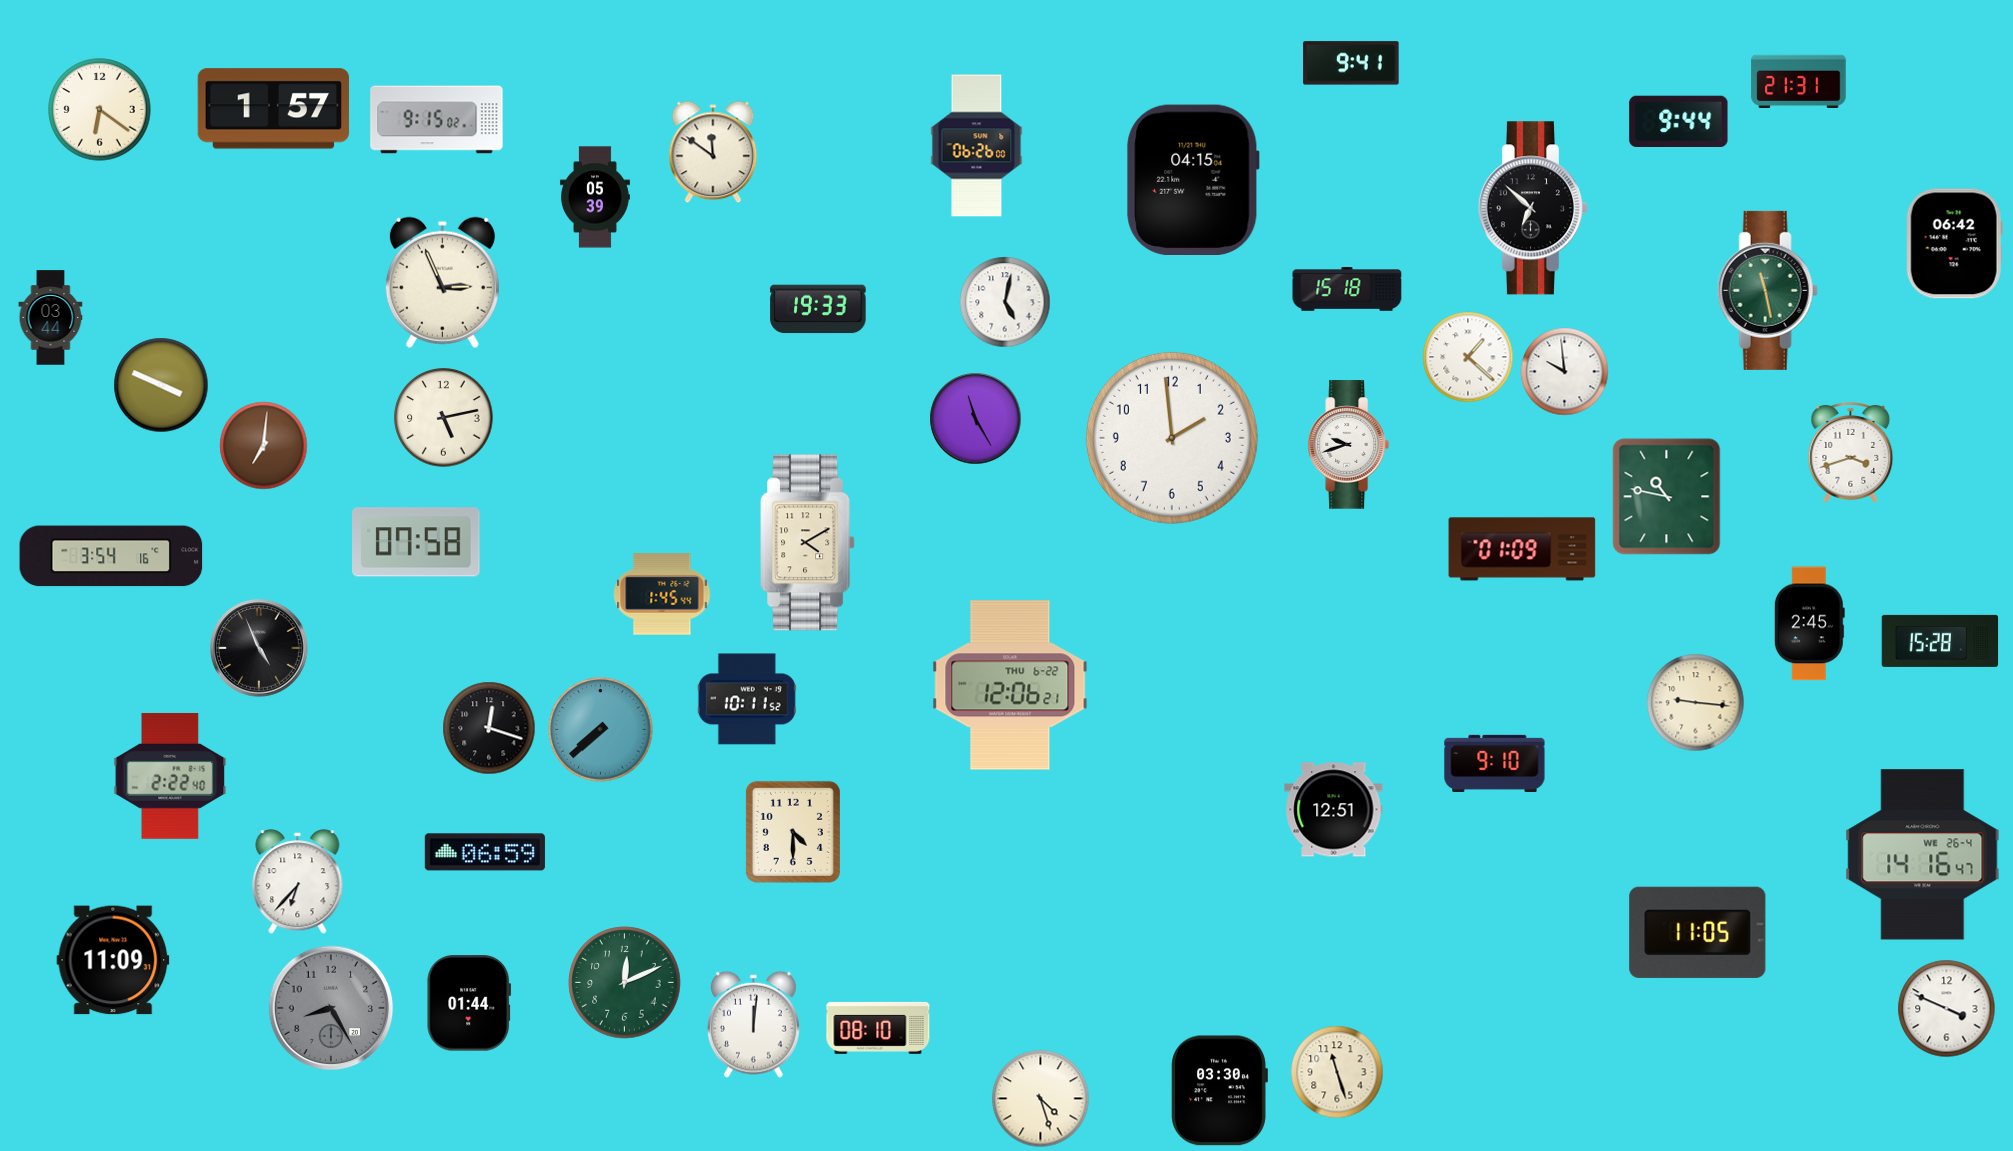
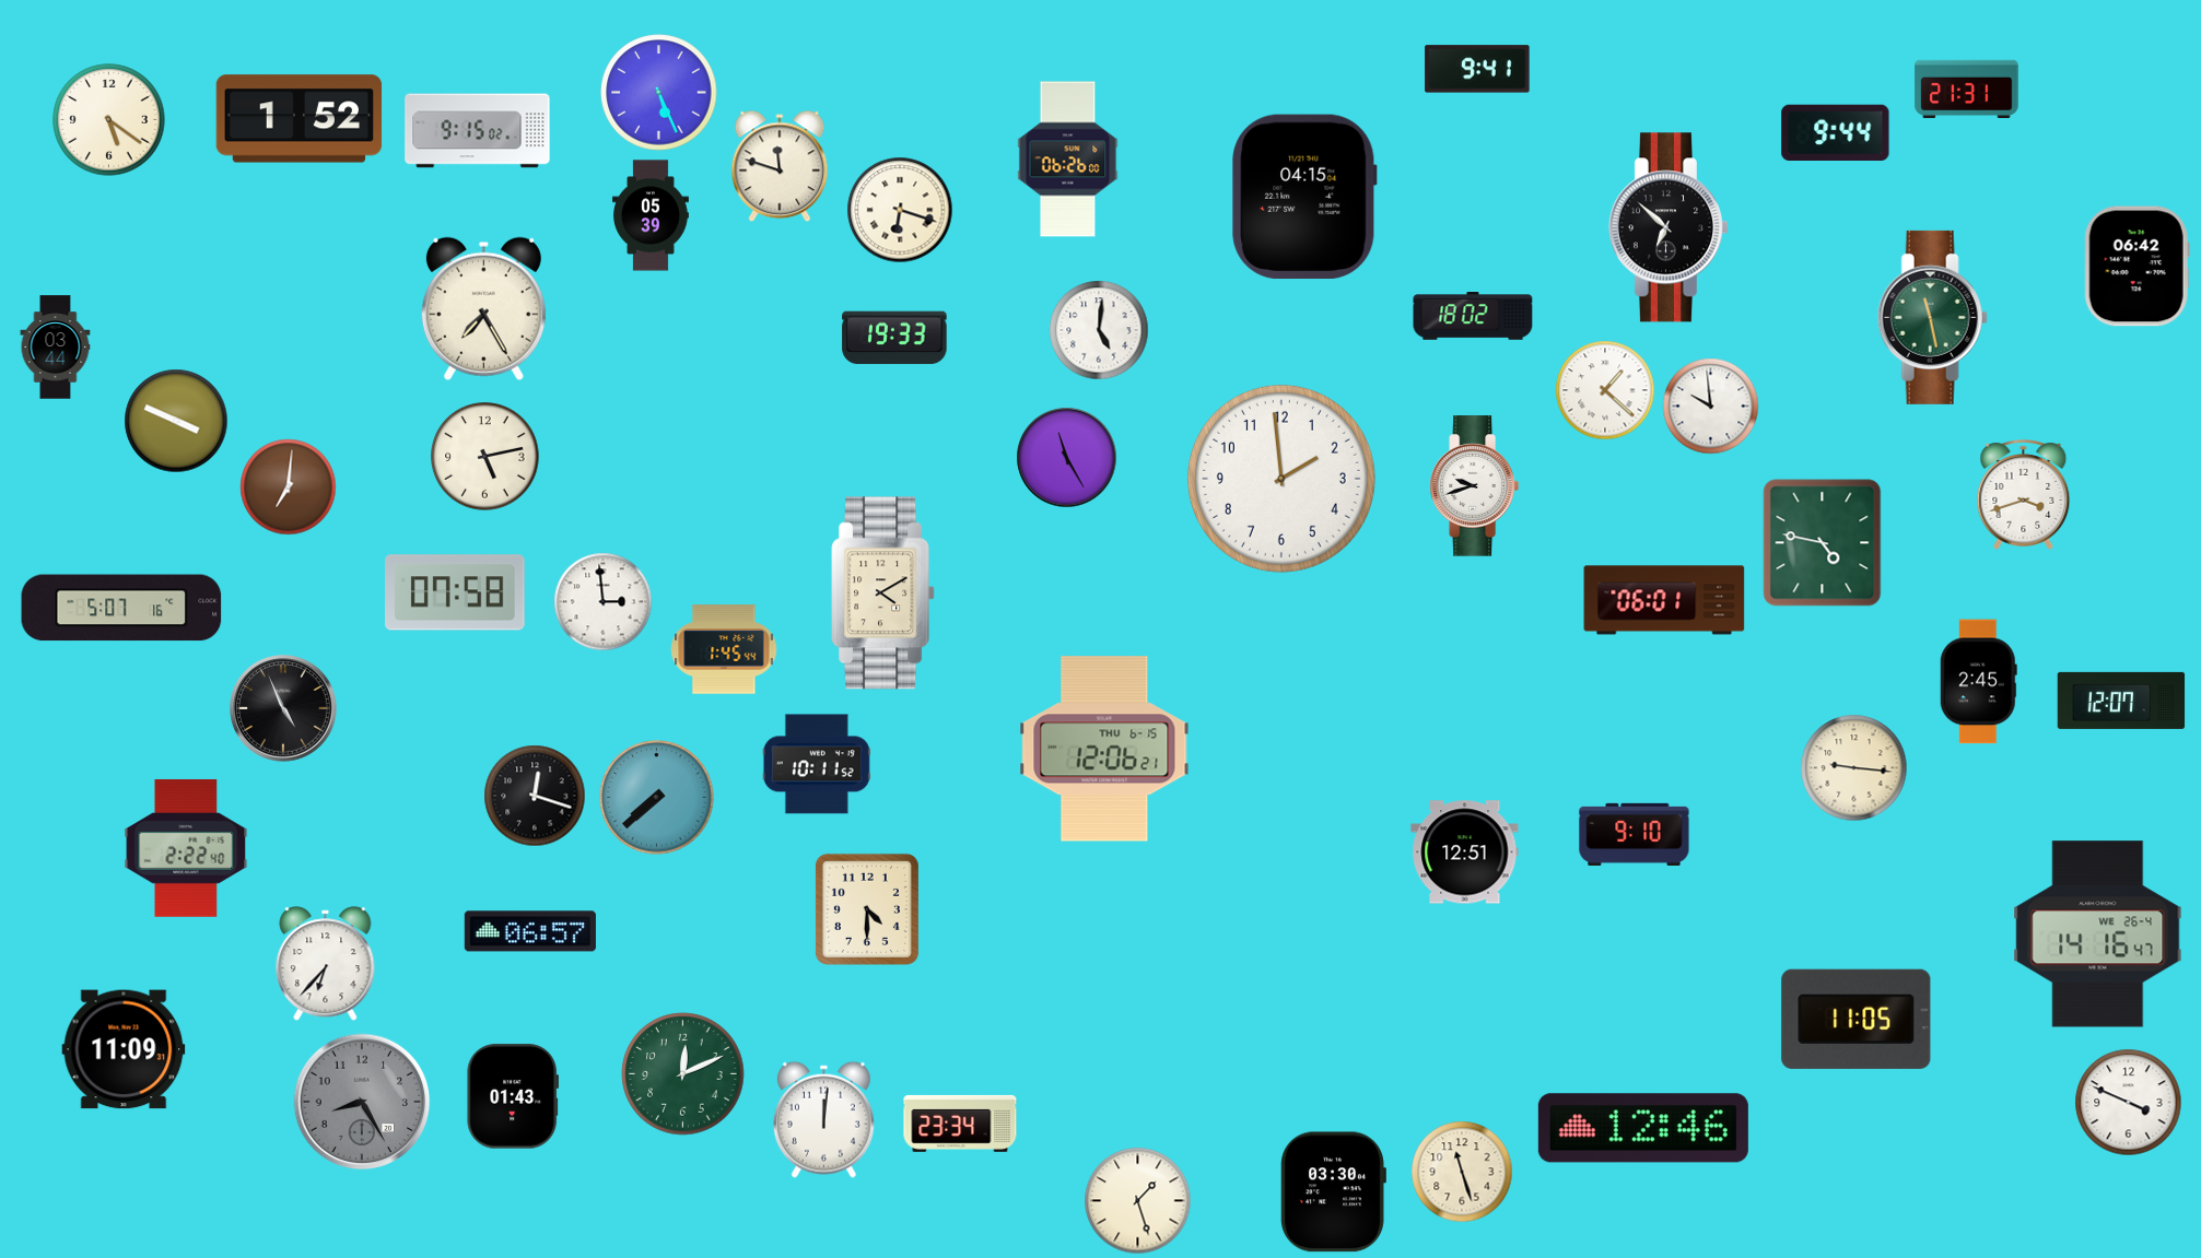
clock at (659, 93): none -> 5:26
clock at (274, 109): 1:57 -> 1:52
clock at (100, 110): 6:21 -> 5:21
clock at (713, 152): 11:51 -> 11:48
clock at (900, 210): none -> 6:18
clock at (1532, 208) position: (1532, 208) -> (1667, 227)
clock at (442, 282): 2:56 -> 7:25
clock at (1347, 289): 15:18 -> 18:02
clock at (1005, 302): 5:02 -> 5:01
clock at (1667, 497): 10:47 -> 4:47
clock at (1522, 549): 01:09 -> 06:01
clock at (604, 602): none -> 2:59
clock at (111, 556): 3:54 -> 5:07
clock at (1940, 641): 15:28 -> 12:07
clock at (1010, 685) date: THU 6-22 -> THU 6-15
clock at (1334, 810) position: (1334, 810) -> (1465, 853)
clock at (485, 852): 06:59 -> 06:57
clock at (1923, 855) position: (1923, 855) -> (2098, 934)
clock at (469, 1003): 01:44 -> 01:43
clock at (878, 1028): 08:10 -> 23:34
clock at (1643, 1128): none -> 12:46
clock at (1041, 1099): 4:27 -> 1:27
